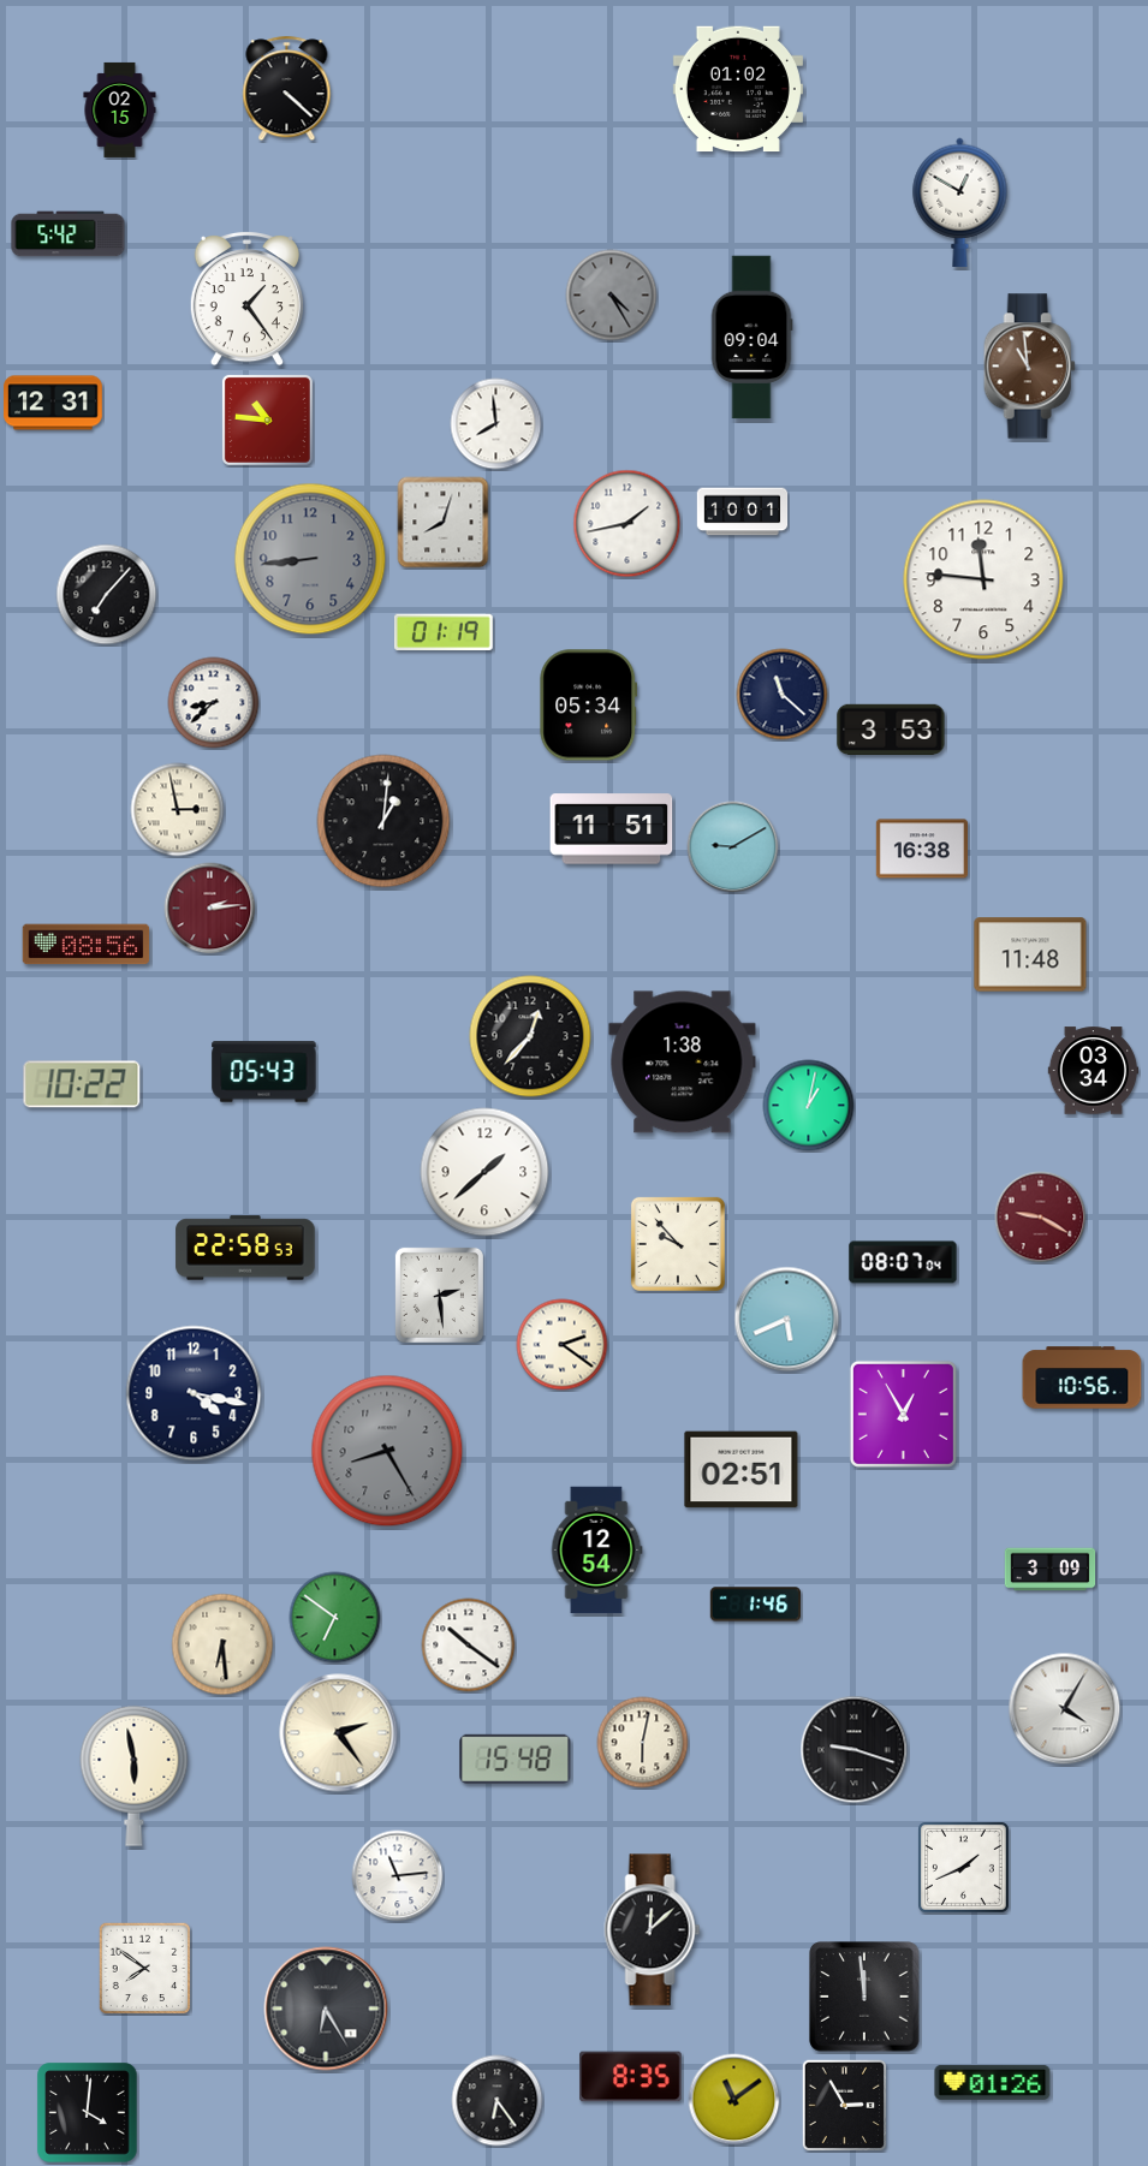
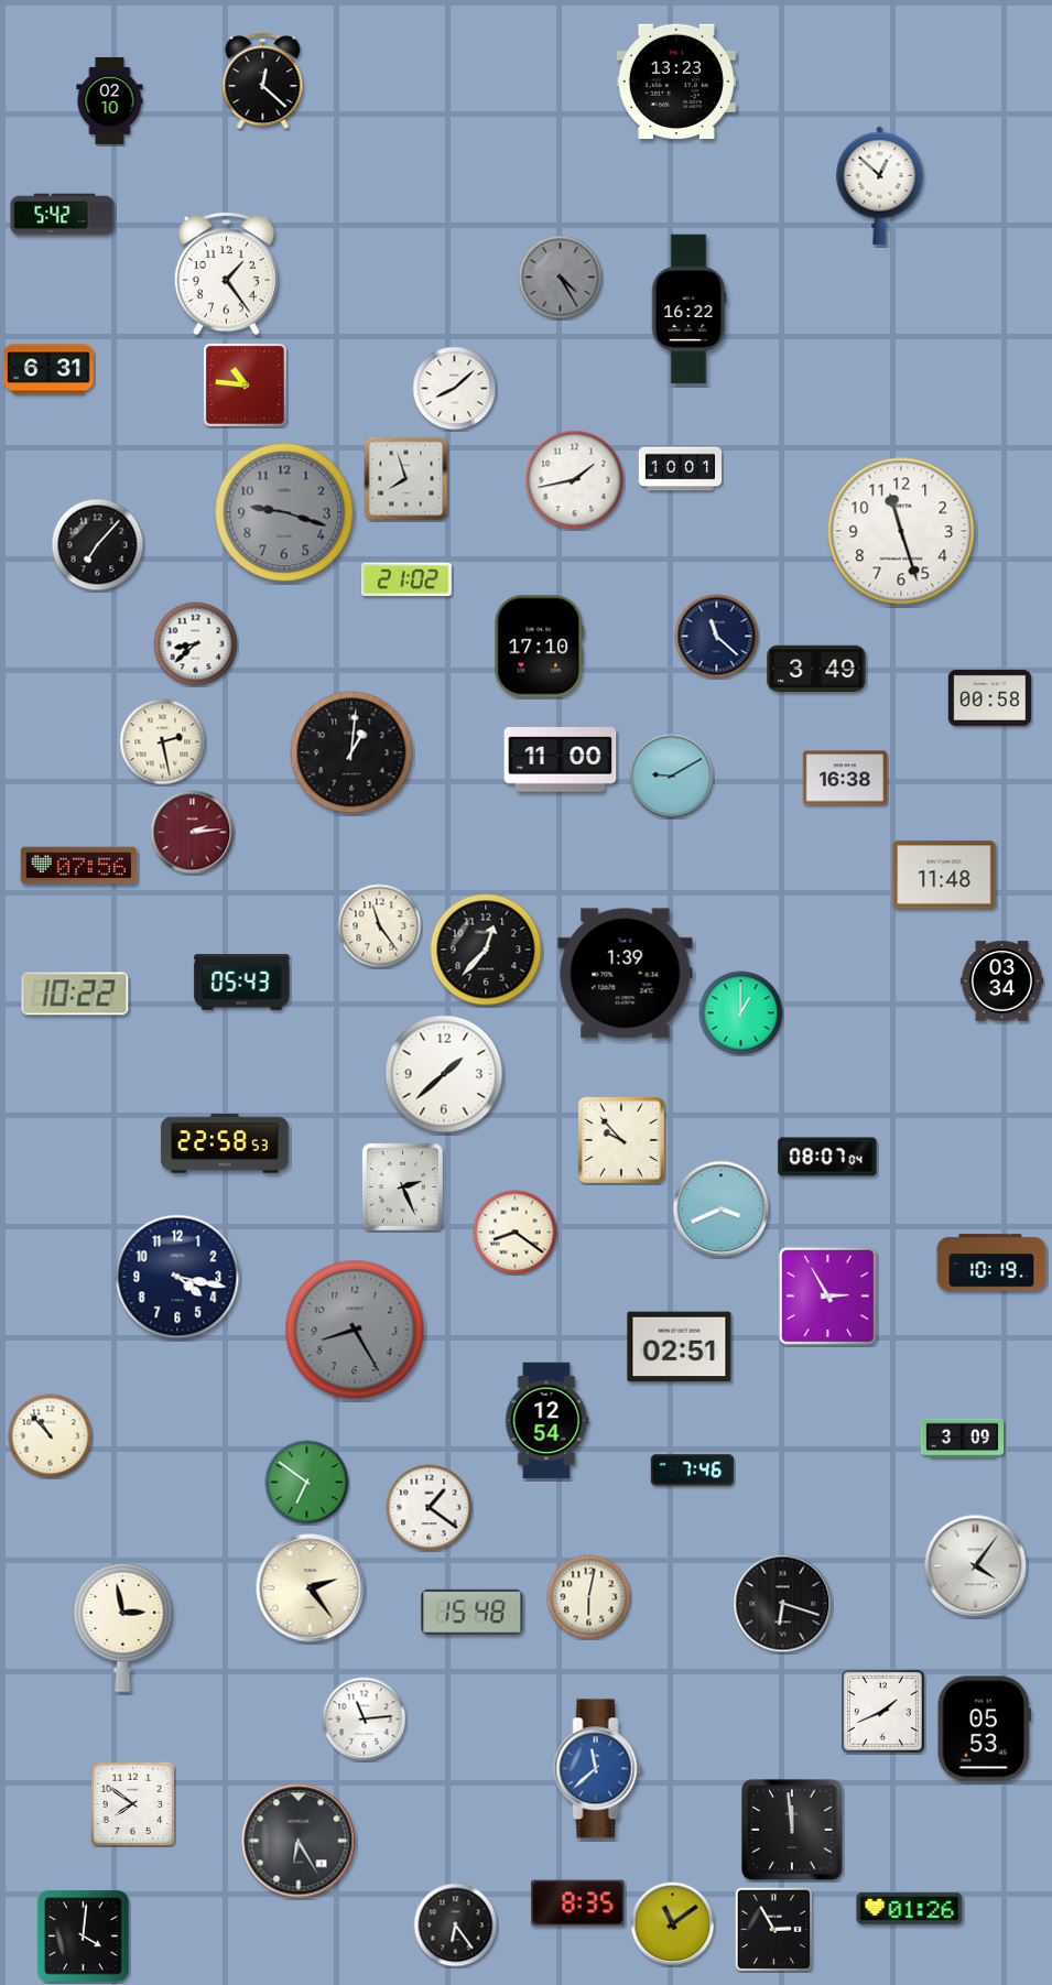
clock at (287, 89): 4:22 -> 12:22
clock at (738, 89): 01:02 -> 13:23
clock at (120, 109): 02:15 -> 02:10
clock at (960, 202): 12:50 -> 12:52
clock at (612, 296) position: (612, 296) -> (561, 278)
clock at (751, 338): 09:04 -> 16:22
clock at (1029, 367): 10:59 -> none
clock at (53, 403): 12:31 -> 6:31
clock at (496, 424): 7:59 -> 8:08
clock at (444, 523): 8:03 -> 7:57
clock at (310, 559): 8:44 -> 9:18
clock at (983, 579): 11:46 -> 11:27
clock at (444, 632): 01:19 -> 21:02
clock at (589, 706): 05:34 -> 17:10
clock at (891, 728): 3:53 -> 3:49
clock at (990, 697): none -> 00:58
clock at (178, 810): 2:58 -> 2:28
clock at (612, 829): 11:51 -> 11:00
clock at (87, 945): 08:56 -> 07:56
clock at (380, 926): none -> 11:24
clock at (683, 1063): 1:38 -> 1:39
clock at (809, 1106): 1:02 -> 1:00
clock at (1041, 1218): 9:20 -> none
clock at (439, 1295): 2:29 -> 2:26
clock at (787, 1320): 5:41 -> 3:41
clock at (563, 1345): 2:21 -> 8:21
clock at (1082, 1377): 10:56 -> 10:19
clock at (903, 1414): 12:55 -> 2:55
clock at (51, 1436): none -> 10:53
clock at (756, 1605): 1:46 -> 7:46
clock at (222, 1644): 6:29 -> none
clock at (469, 1646): 10:21 -> 1:21
clock at (1065, 1709): 4:05 -> 4:06
clock at (855, 1750): 9:18 -> 6:18
clock at (135, 1775): 5:58 -> 2:58
clock at (984, 1729): none -> 05:53
clock at (653, 1930): 12:08 -> 11:38
clock at (653, 1930) dial: black -> blue
clock at (88, 2113) position: (88, 2113) -> (84, 1937)
